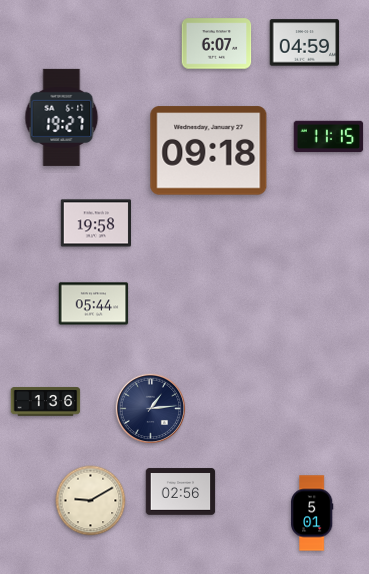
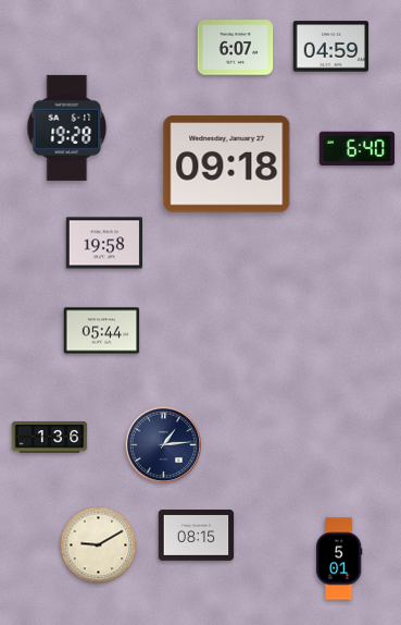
clock at (62, 117): 19:27 -> 19:28
clock at (329, 137): 11:15 -> 6:40
clock at (181, 492): 02:56 -> 08:15
